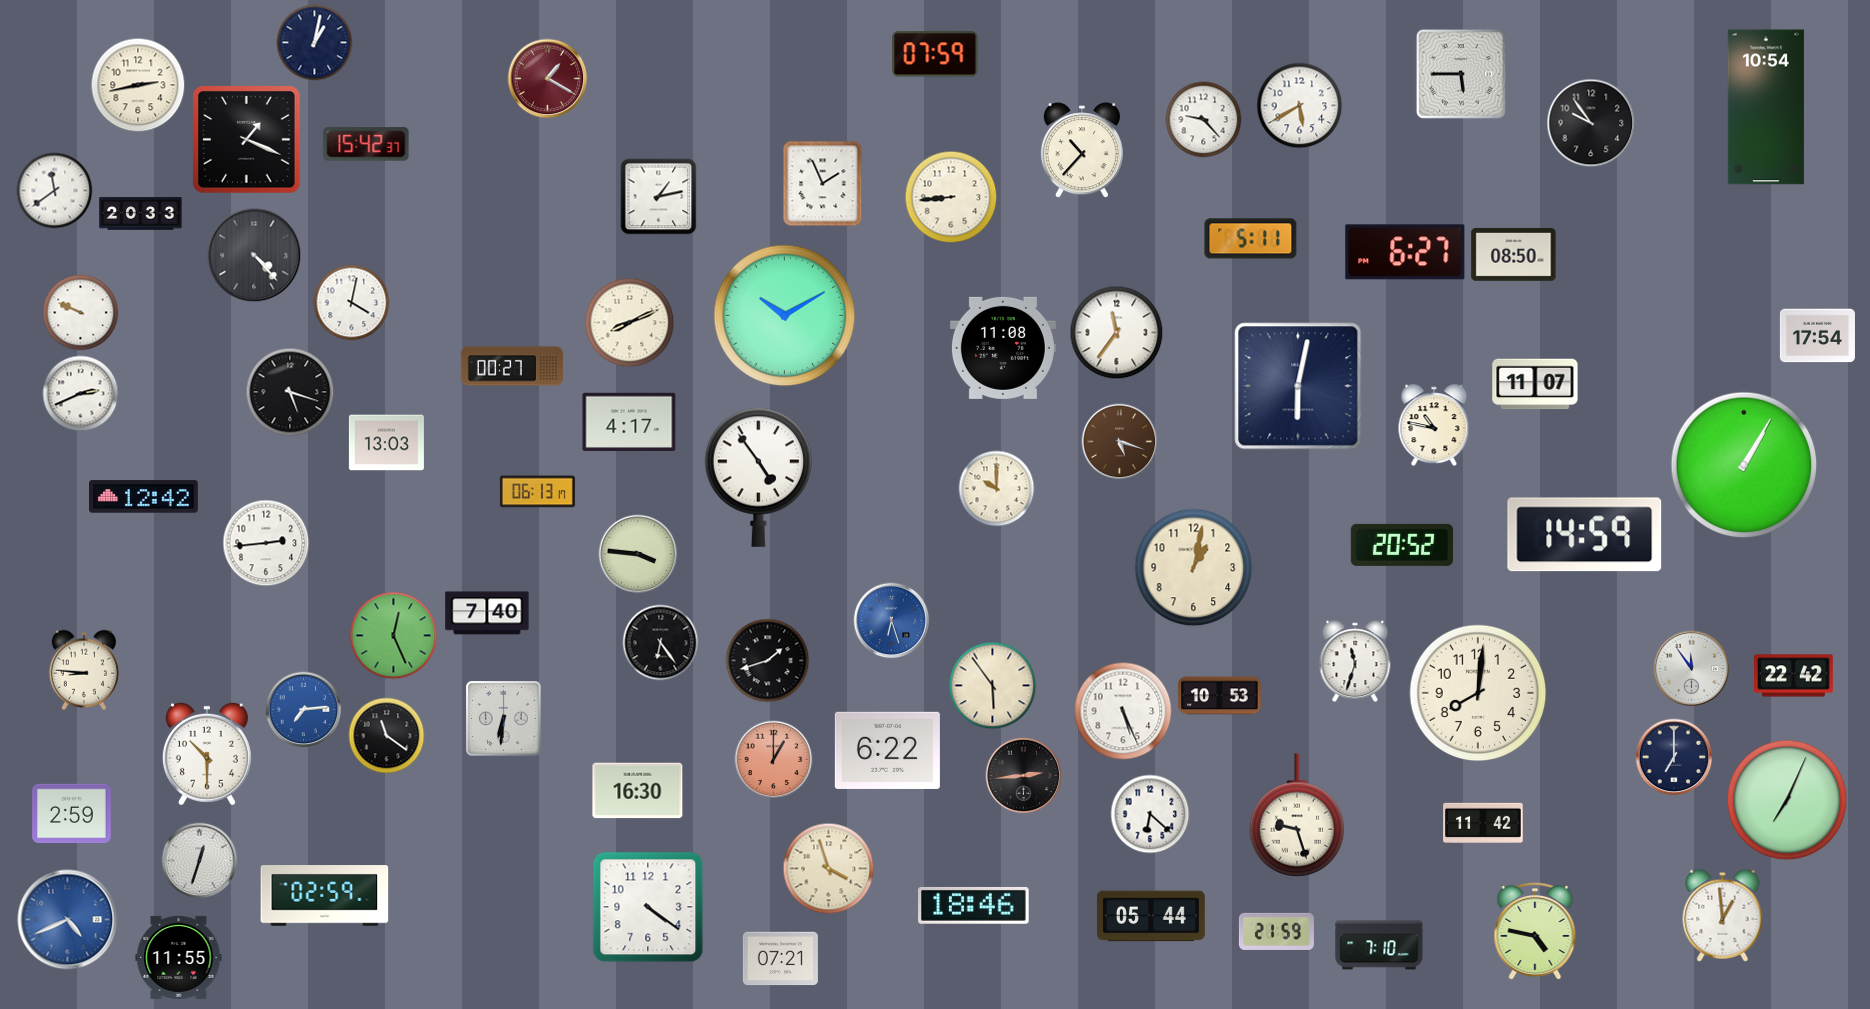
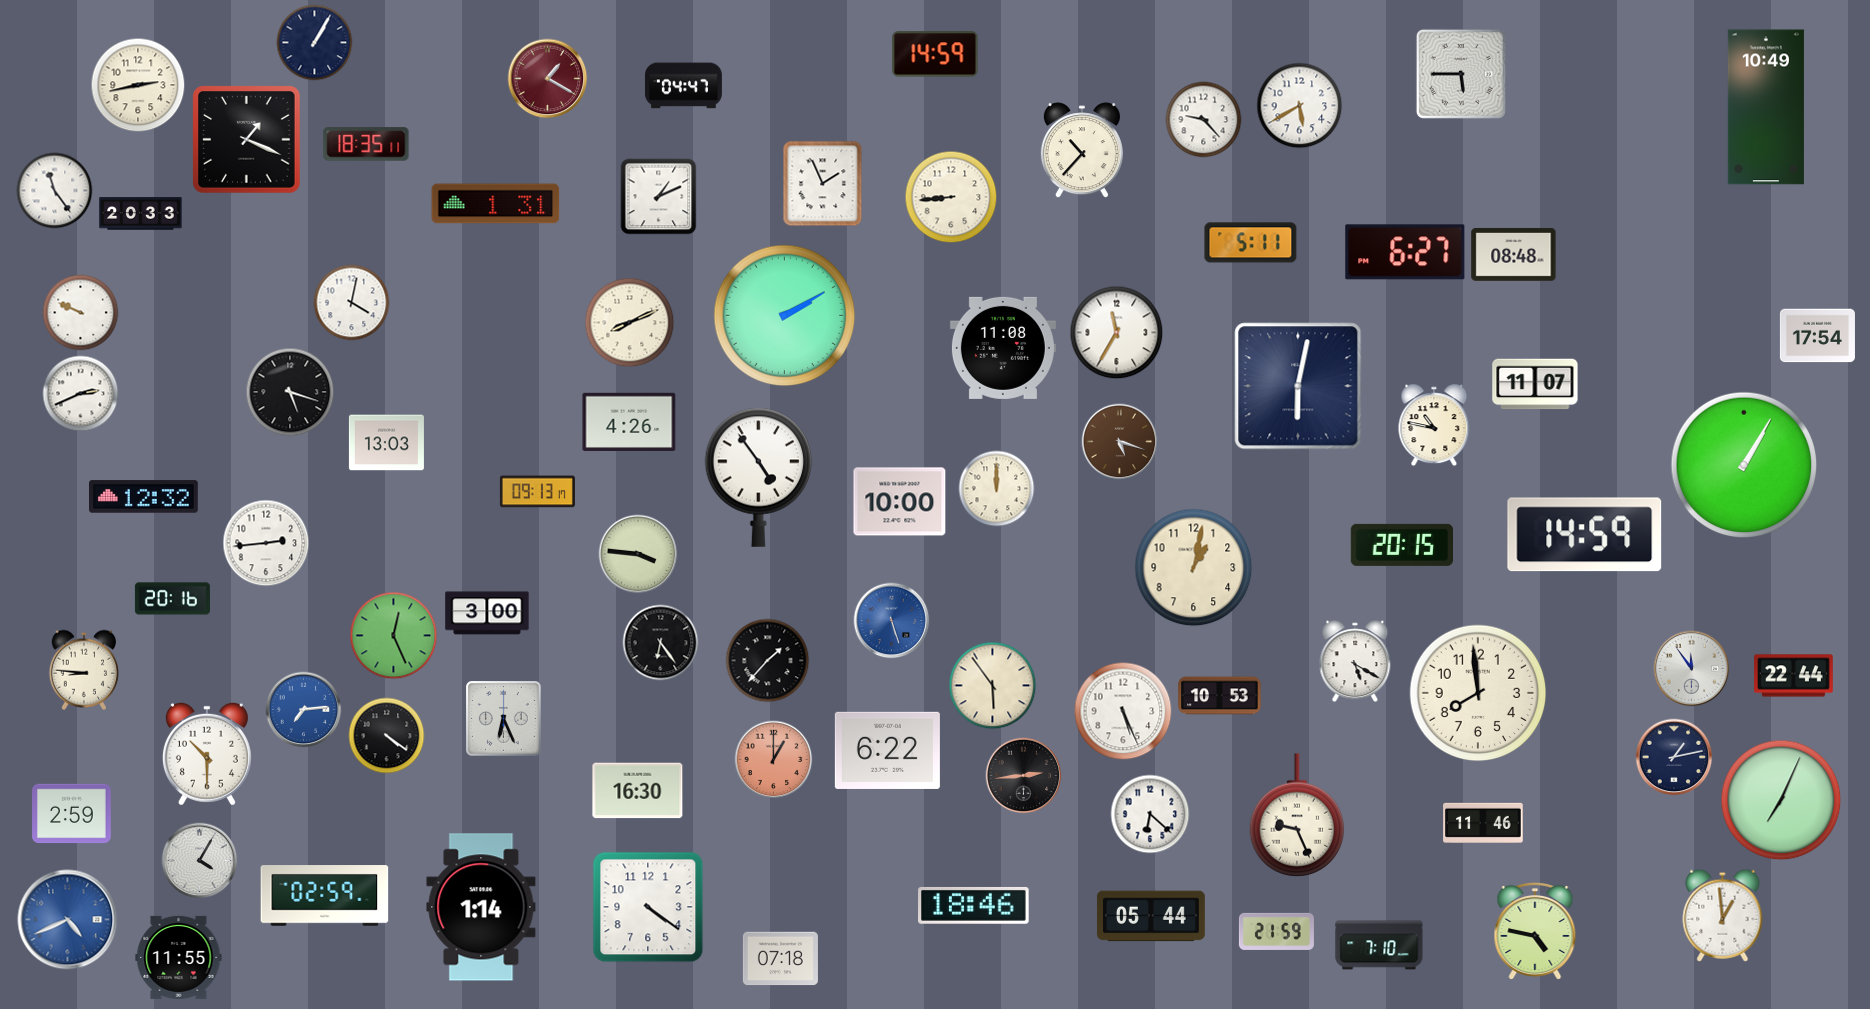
clock at (315, 43): 1:02 -> 1:05
clock at (935, 54): 07:59 -> 14:59
clock at (683, 86): none -> 04:47
clock at (1766, 107): 10:54 -> 10:49
clock at (1591, 123): 9:54 -> none
clock at (366, 144): 15:42 -> 18:35
clock at (55, 191): 11:39 -> 11:24
clock at (659, 197): 1:13 -> 1:11
clock at (496, 204): none -> 1:31
clock at (1251, 239) position: (1251, 239) -> (1251, 243)
clock at (1514, 254): 08:50 -> 08:48
clock at (254, 255): 4:23 -> none
clock at (785, 316): 10:10 -> 2:10
clock at (1117, 333): 11:36 -> 11:35
clock at (512, 366): 00:27 -> none
clock at (629, 421): 4:17 -> 4:26
clock at (997, 489): 10:00 -> 12:00
clock at (537, 492): 06:13 -> 09:13
clock at (144, 497): 12:42 -> 12:32
clock at (900, 502): none -> 10:00
clock at (1401, 545): 20:52 -> 20:15
clock at (172, 599): none -> 20:16
clock at (487, 613): 7:40 -> 3:00
clock at (892, 621): 6:27 -> 5:27
clock at (768, 661): 1:42 -> 1:37
clock at (1355, 661): 11:33 -> 5:20
clock at (1794, 676): 22:42 -> 22:44
clock at (1478, 693): 8:01 -> 7:59
clock at (504, 719): 6:31 -> 6:26
clock at (387, 736): 11:21 -> 4:21
clock at (1674, 757): 7:00 -> 1:13
clock at (1787, 800) position: (1787, 800) -> (1781, 800)
clock at (1297, 815): 9:27 -> 9:26
clock at (1483, 823): 11:42 -> 11:46
clock at (200, 861): 12:33 -> 4:05
clock at (829, 869): 3:57 -> none
clock at (481, 907): none -> 1:14
clock at (780, 959): 07:21 -> 07:18
